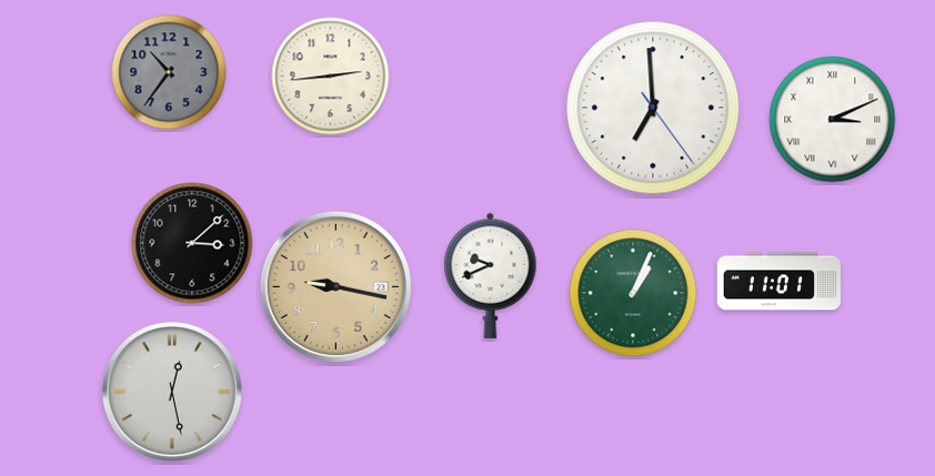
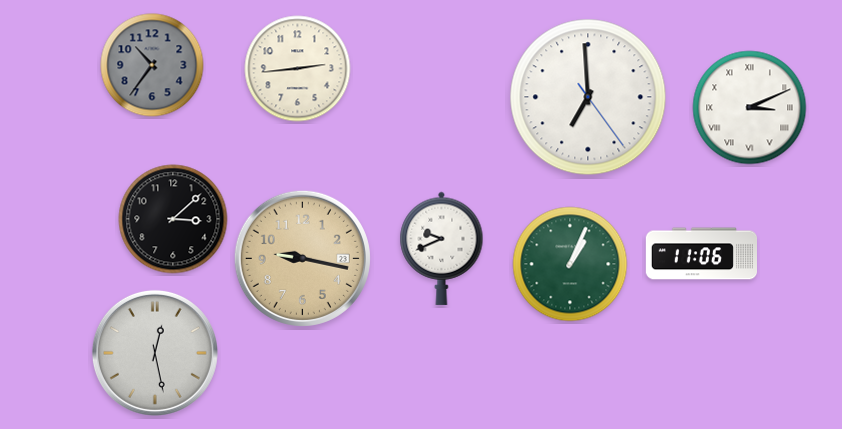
clock at (778, 282): 11:01 -> 11:06
